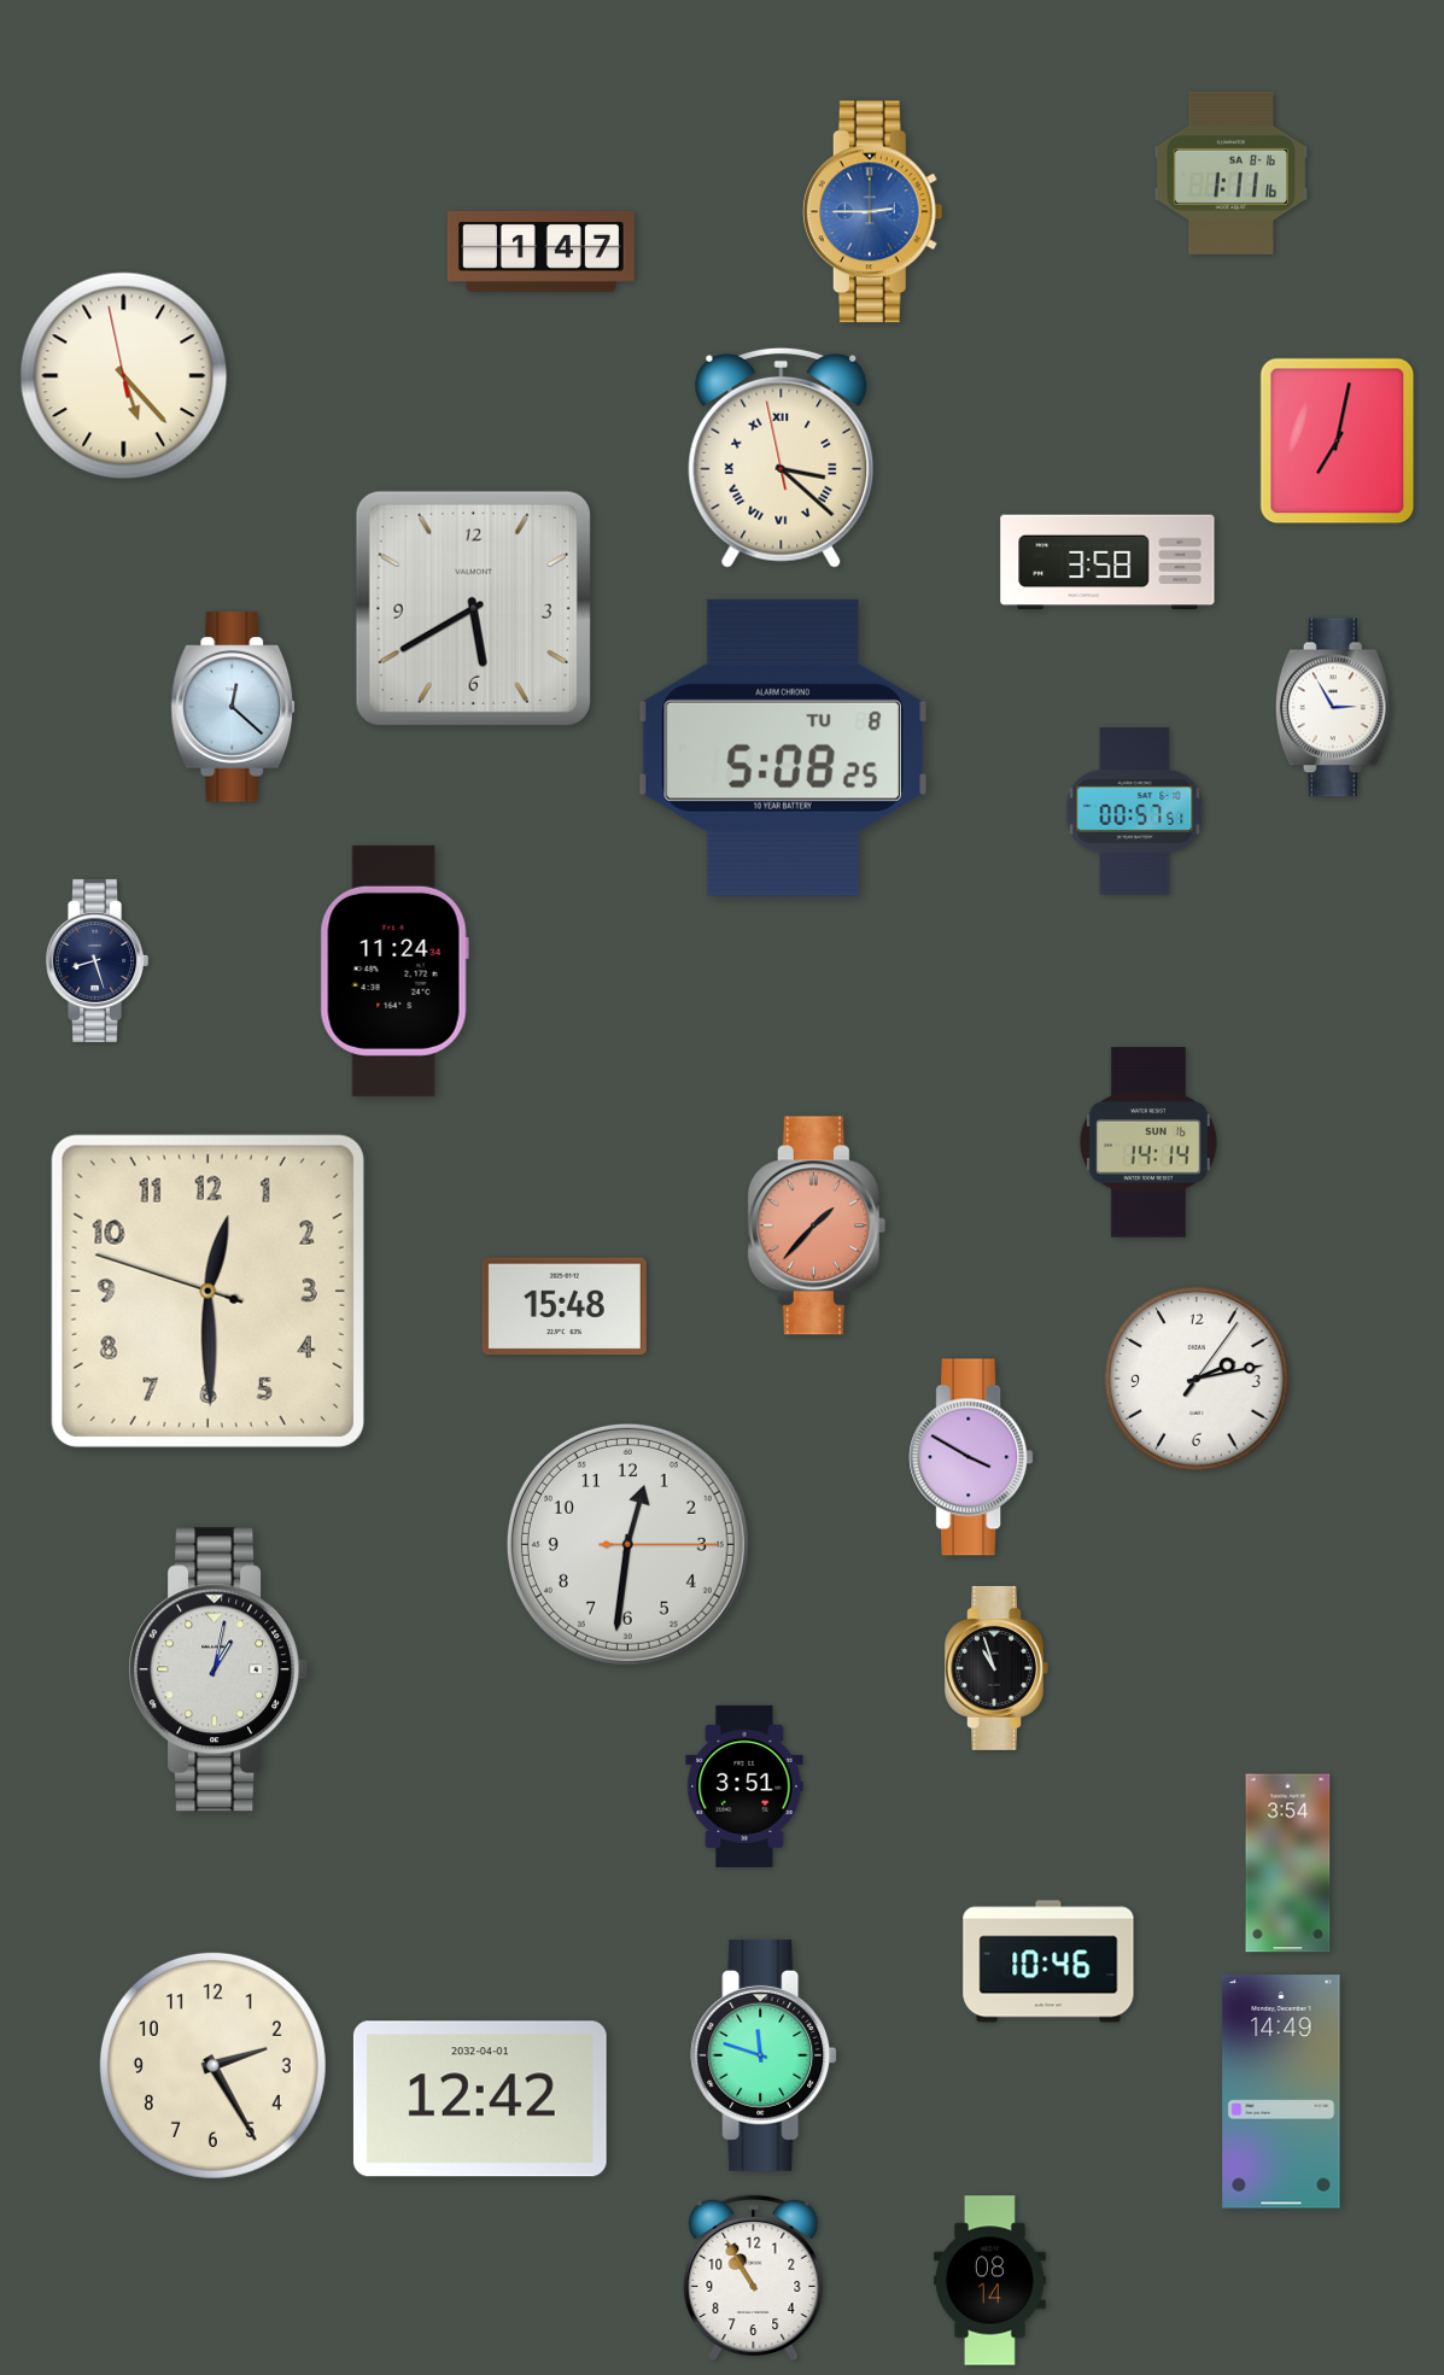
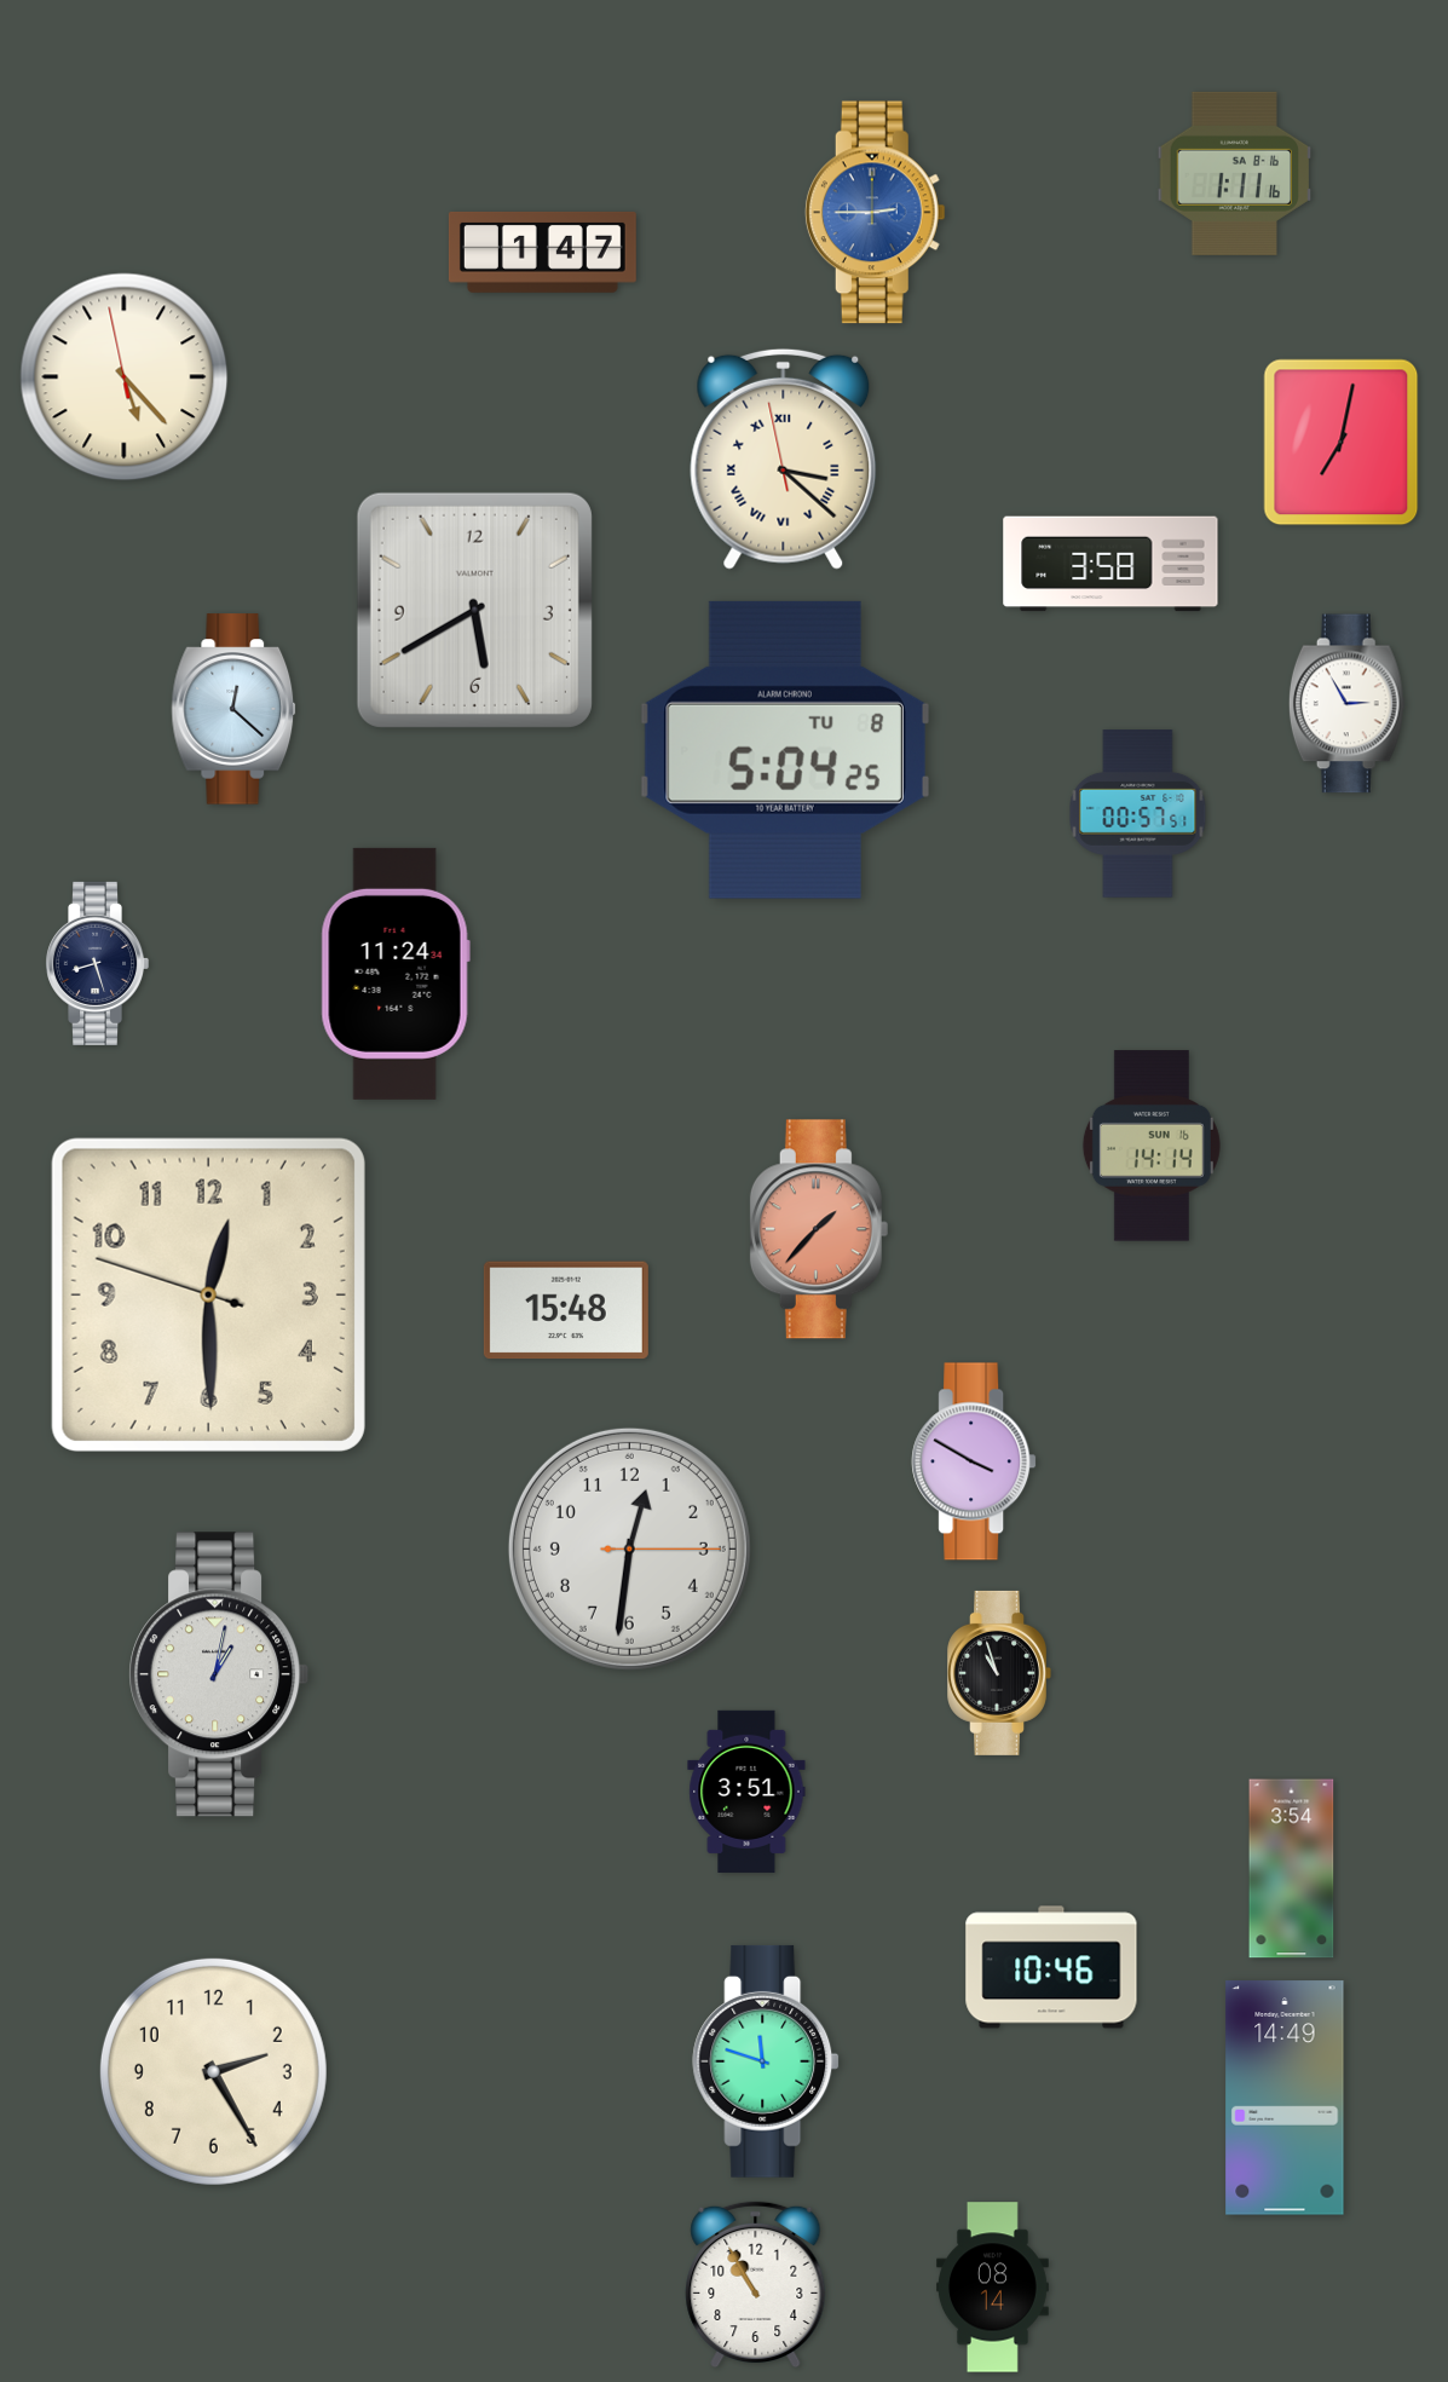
clock at (1333, 708) position: (1333, 708) -> (1346, 704)
clock at (783, 748): 5:08 -> 5:04
clock at (1197, 1379): 2:13 -> none
clock at (480, 2099): 12:42 -> none
